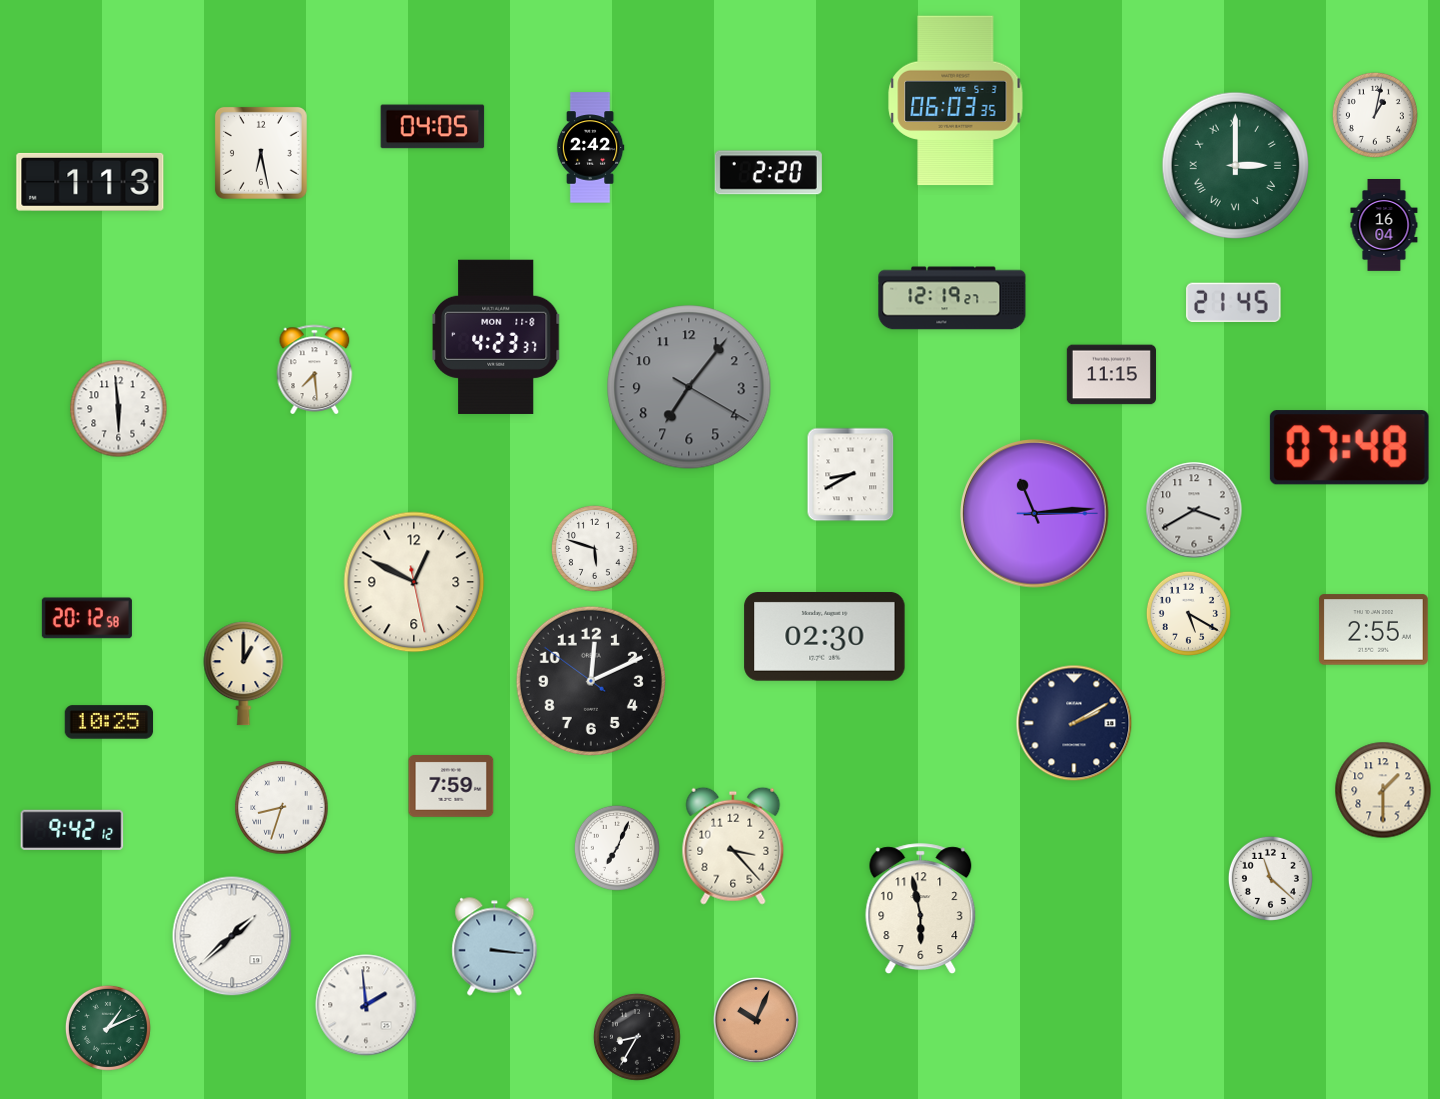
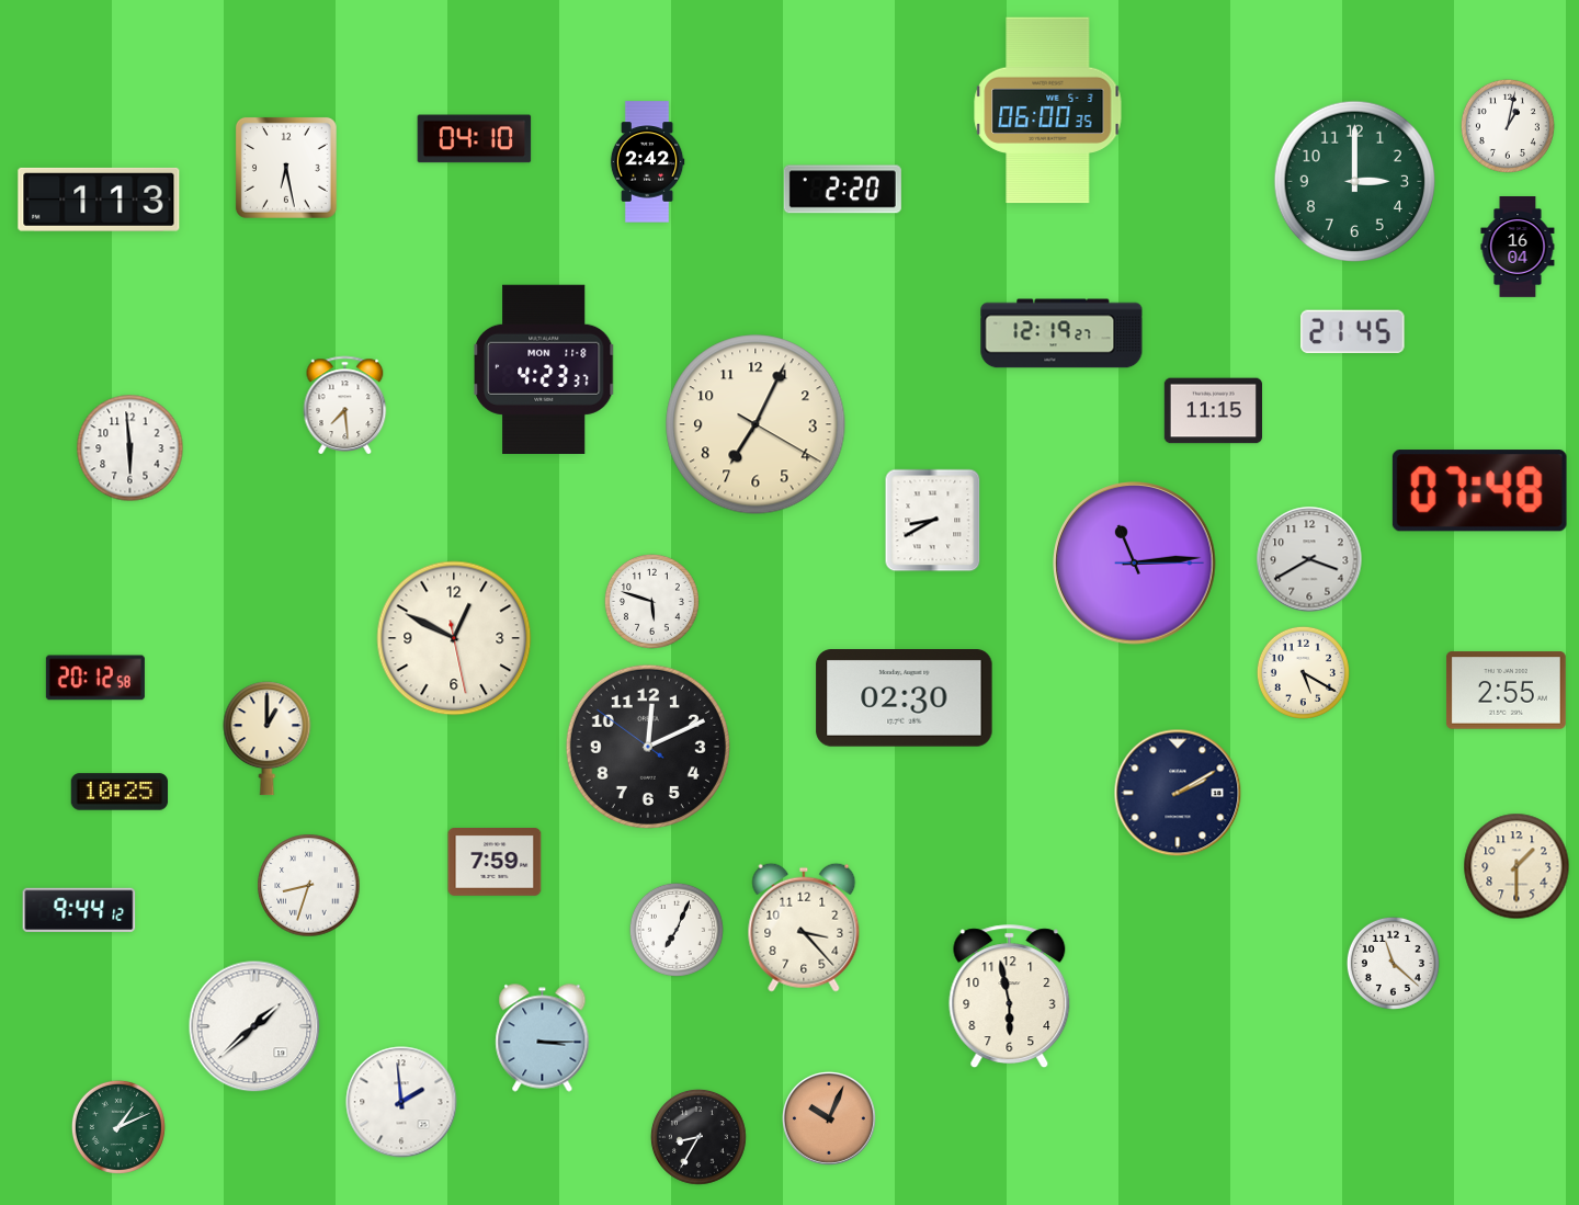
clock at (956, 101): 06:03 -> 06:00
clock at (433, 127): 04:05 -> 04:10
clock at (1235, 165) numerals: Roman -> Arabic
clock at (952, 298) position: (952, 298) -> (1061, 333)
clock at (1111, 375) position: (1111, 375) -> (1213, 411)
clock at (689, 387): 7:06 -> 7:04
clock at (689, 387) dial: grey -> cream
clock at (72, 830): 9:42 -> 9:44
clock at (495, 947): 3:16 -> 3:15
